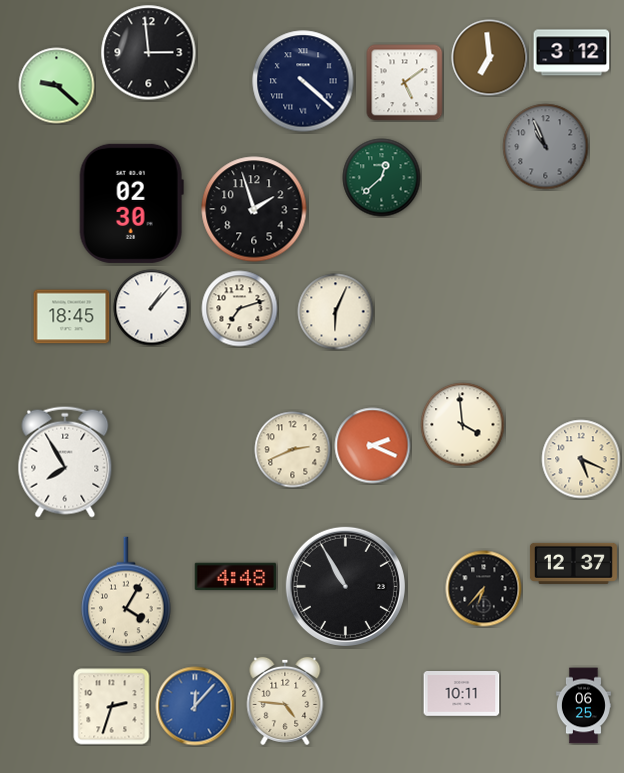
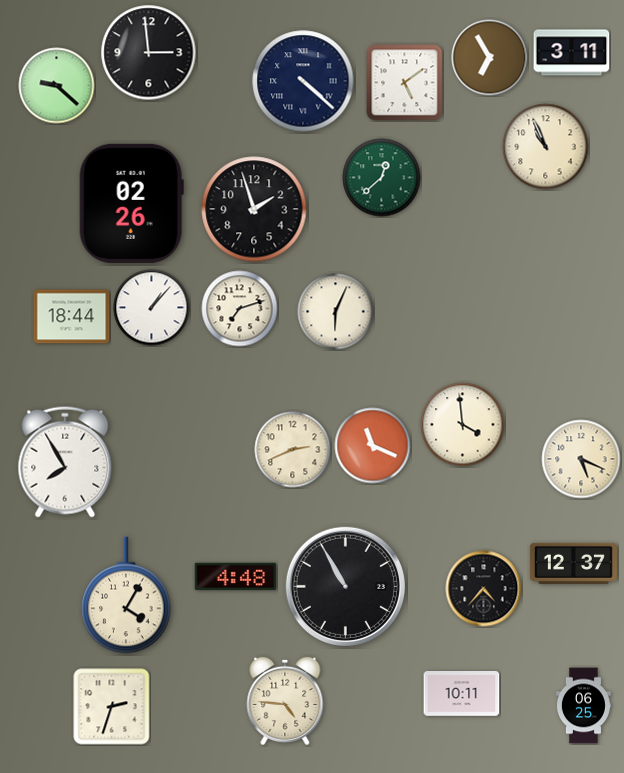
clock at (572, 53): 3:12 -> 3:11
clock at (490, 58): 6:59 -> 6:55
clock at (546, 147) dial: grey -> cream
clock at (131, 203): 02:30 -> 02:26
clock at (72, 317): 18:45 -> 18:44
clock at (373, 446): 2:19 -> 11:19
clock at (484, 589): 6:37 -> 4:37
clock at (195, 706): 12:07 -> none
